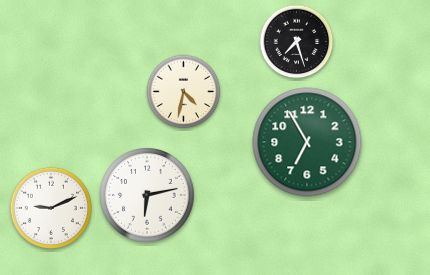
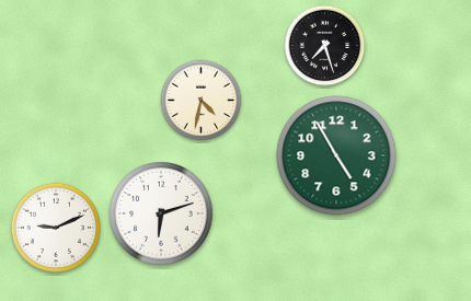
clock at (307, 142): 6:55 -> 4:55
clock at (147, 195): 6:13 -> 6:12
